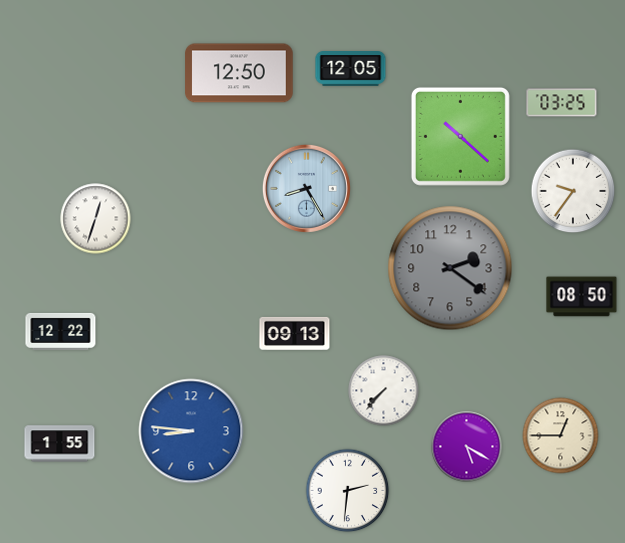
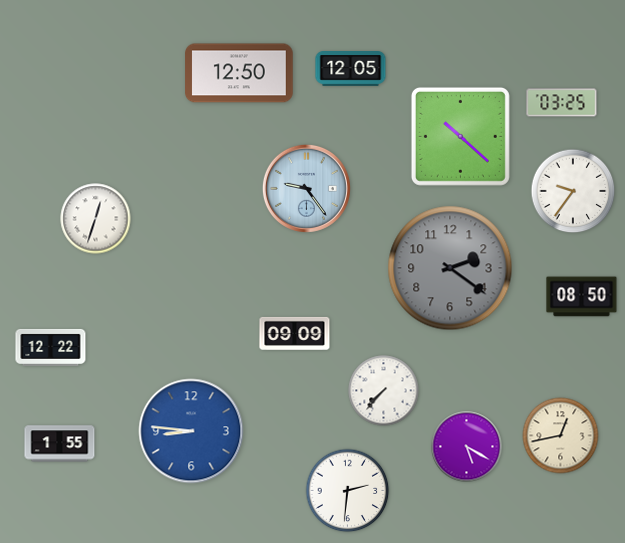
clock at (306, 188): 8:25 -> 9:24
clock at (61, 331) position: (61, 331) -> (51, 347)
clock at (295, 333): 09:13 -> 09:09
clock at (561, 436): 12:45 -> 12:43
